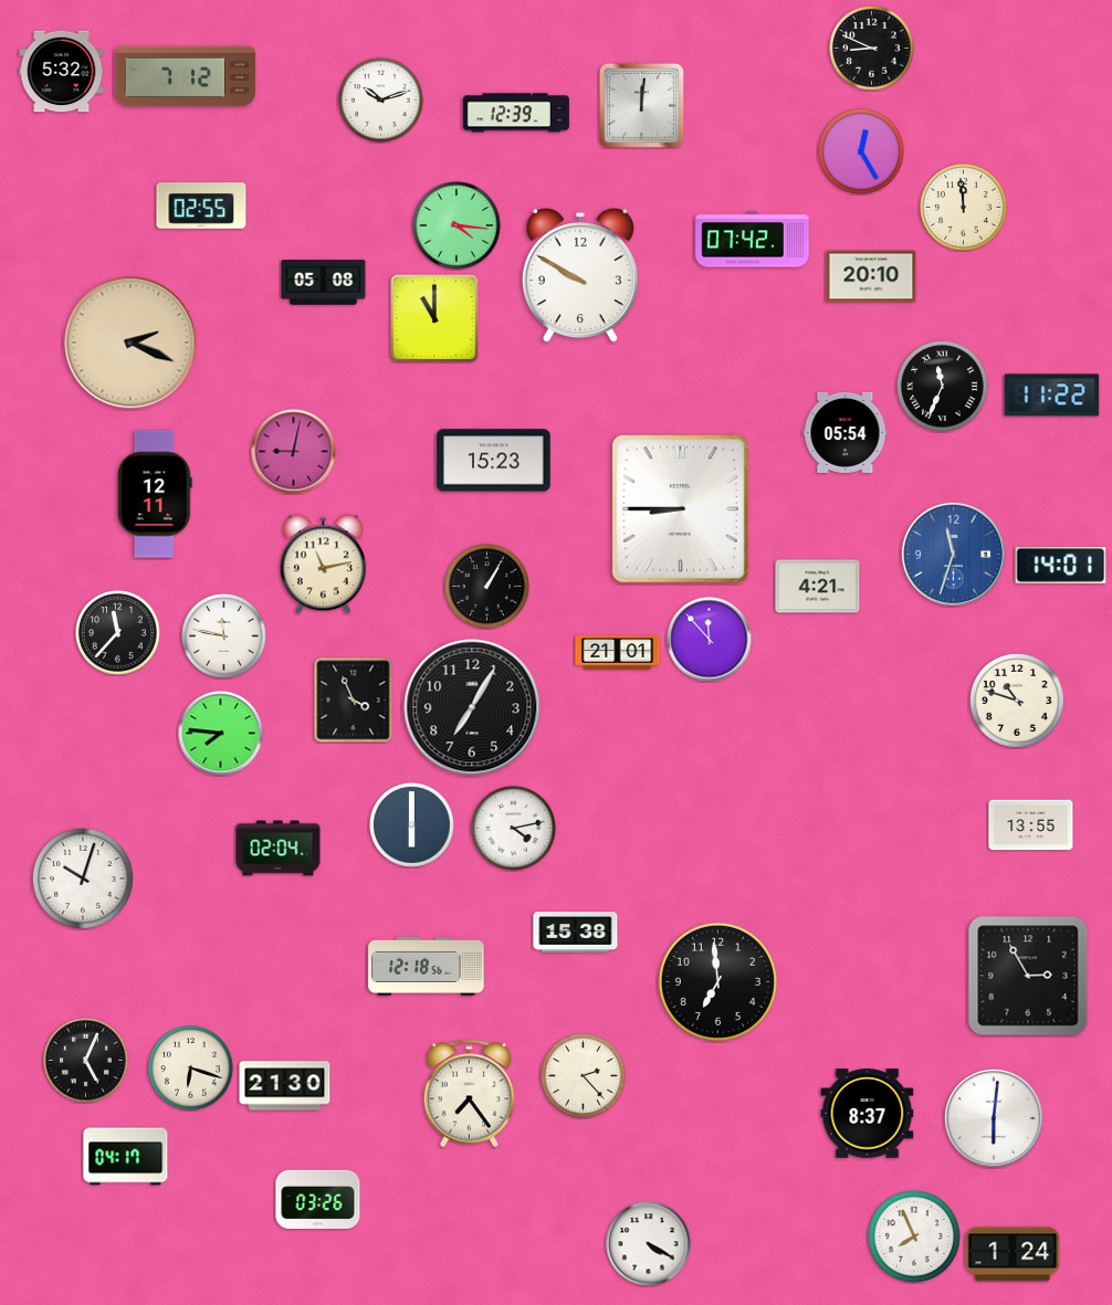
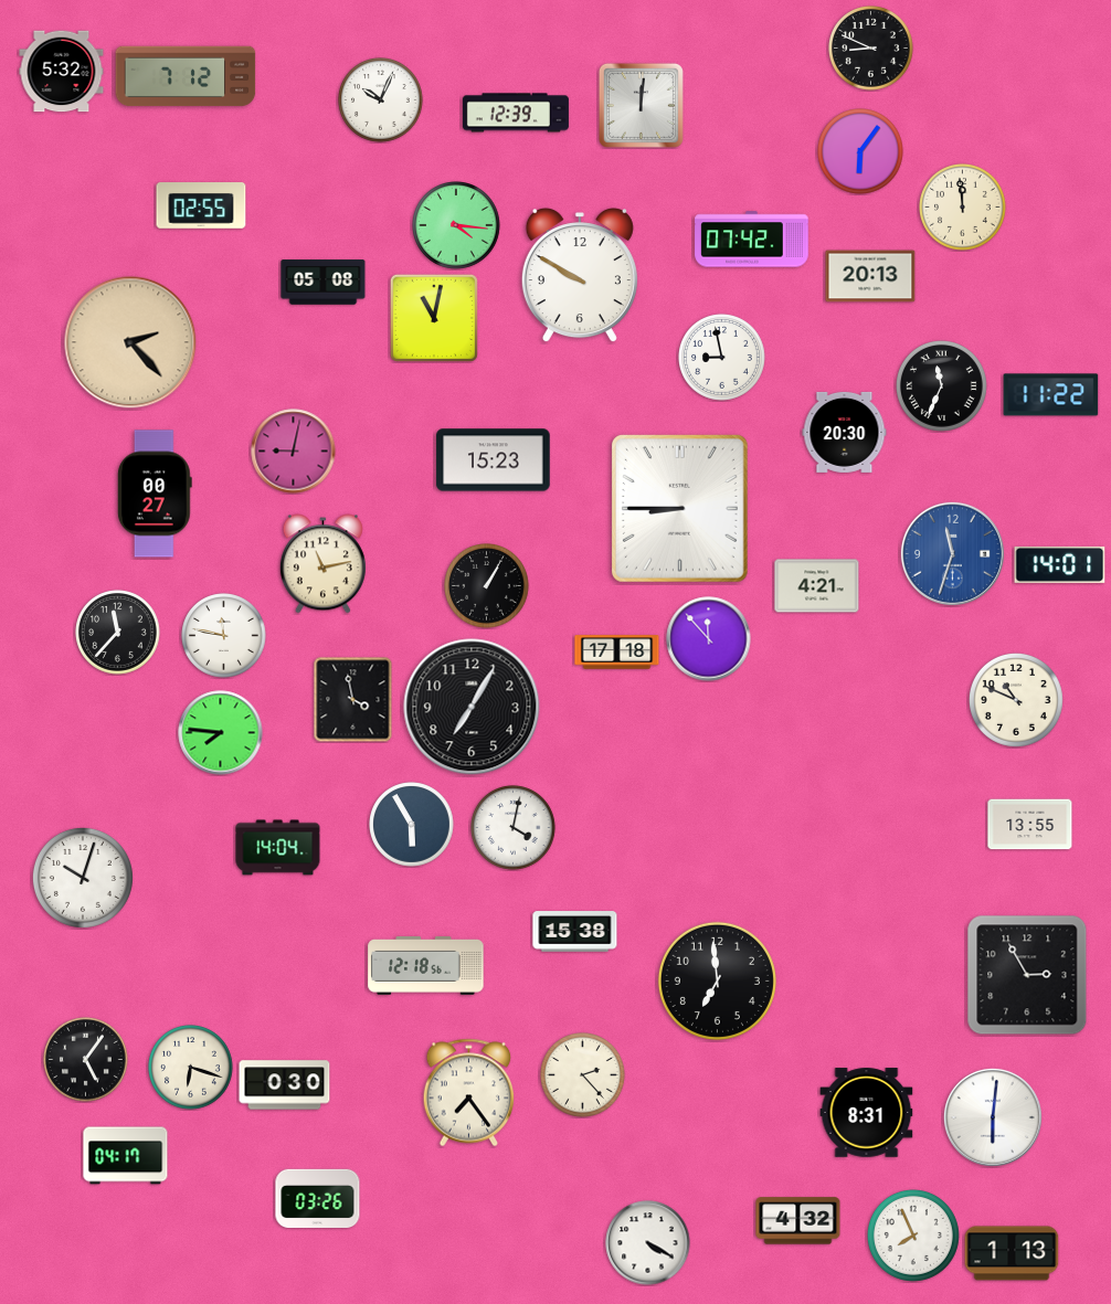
clock at (381, 101): 10:12 -> 10:04
clock at (861, 151): 12:25 -> 6:06
clock at (871, 276): 20:10 -> 20:13
clock at (434, 318): 11:00 -> 11:02
clock at (130, 343): 2:19 -> 2:23
clock at (722, 358): none -> 8:58
clock at (846, 432): 05:54 -> 20:30
clock at (155, 494): 12:11 -> 00:27
clock at (618, 653): 21:01 -> 17:18
clock at (354, 699): 3:56 -> 3:58
clock at (1017, 701): 10:48 -> 10:49
clock at (412, 825): 6:00 -> 5:55
clock at (514, 829): 4:13 -> 4:02
clock at (279, 849): 02:04 -> 14:04
clock at (86, 1061): 5:04 -> 5:06
clock at (285, 1086): 21:30 -> 0:30
clock at (868, 1114): 8:37 -> 8:31
clock at (798, 1221): none -> 4:32
clock at (1013, 1254): 1:24 -> 1:13
